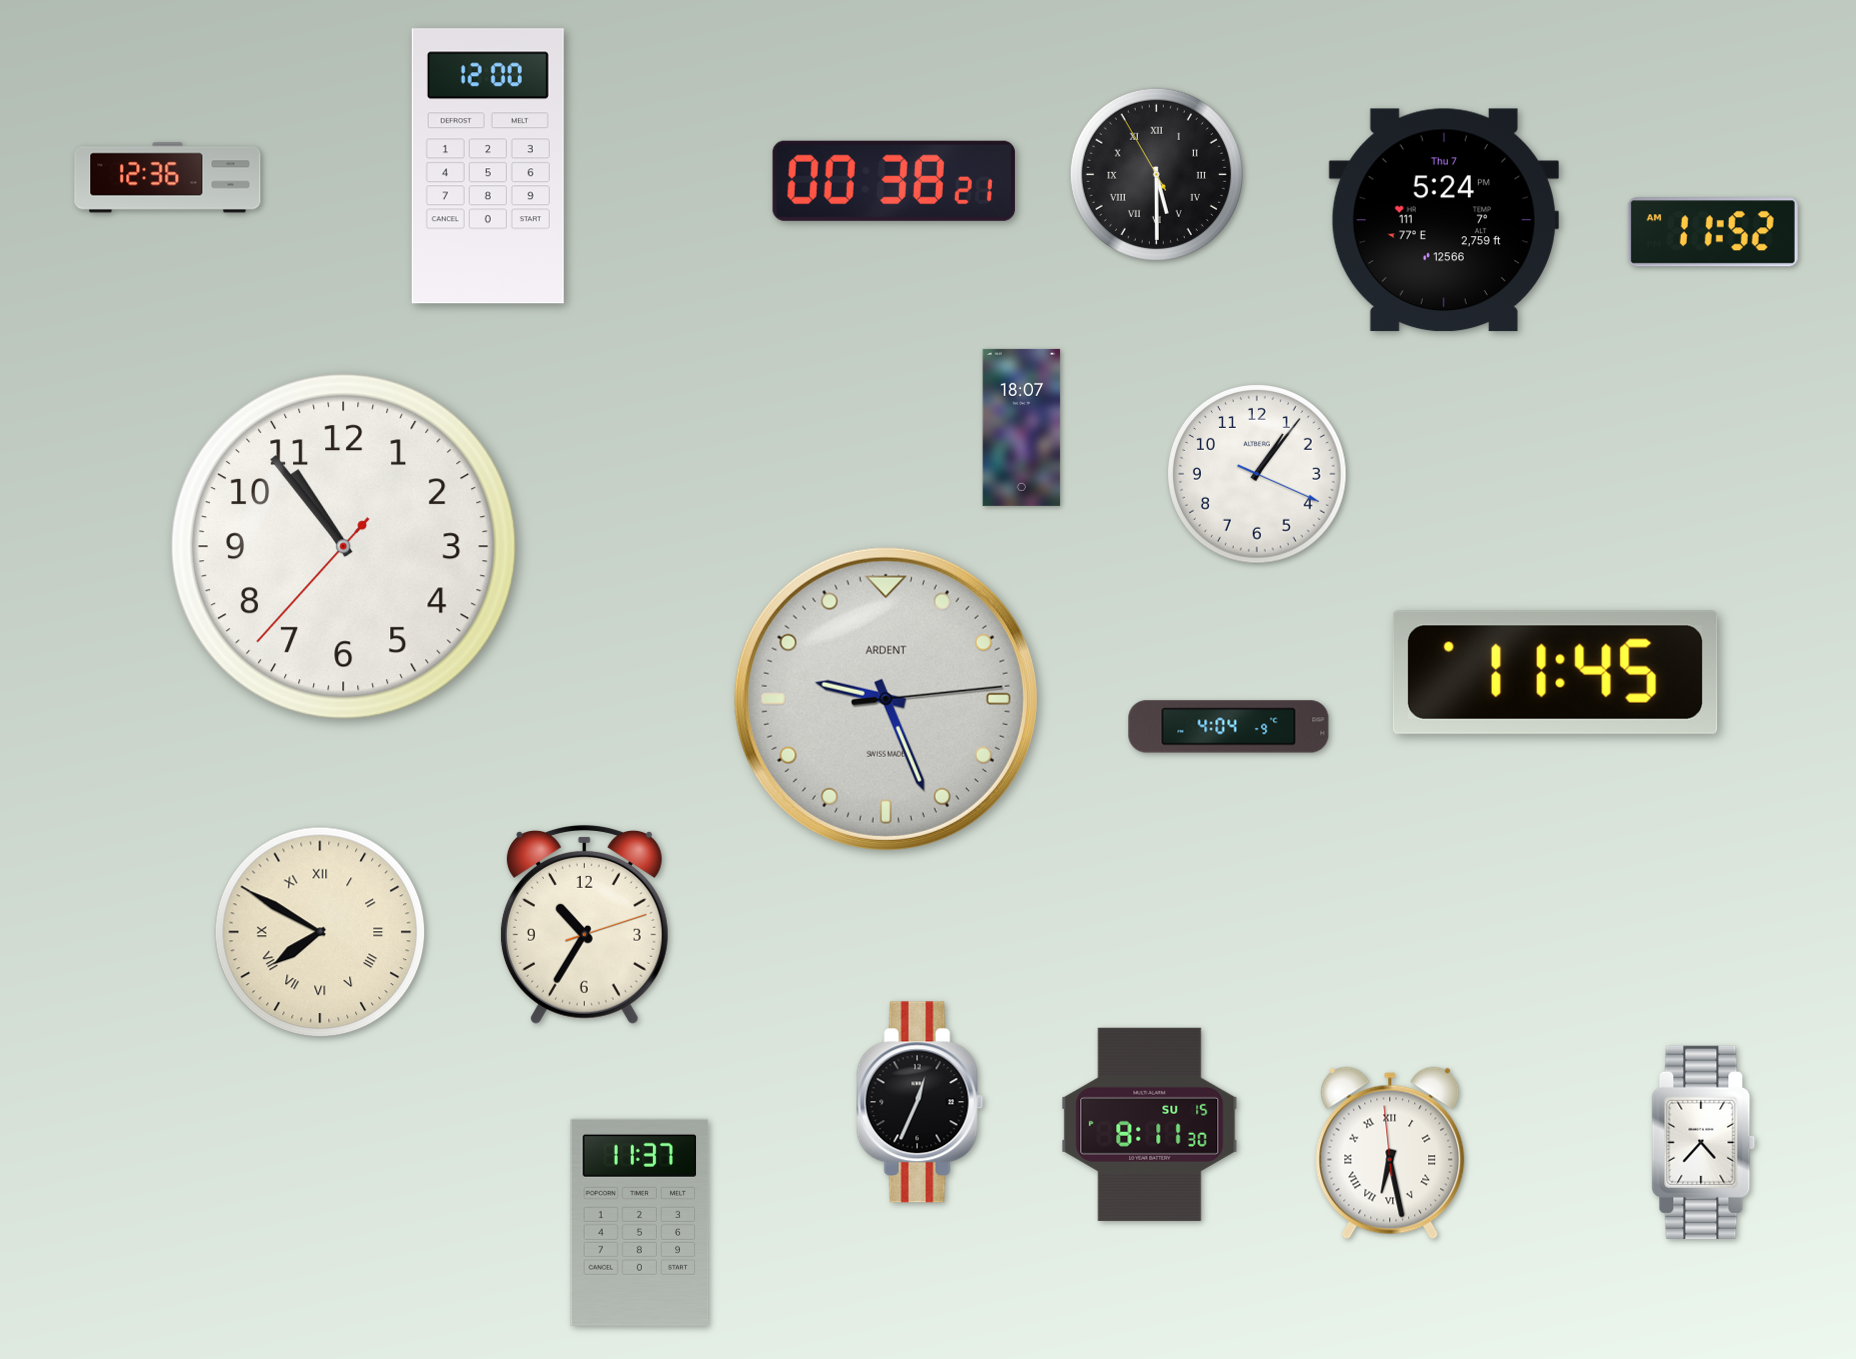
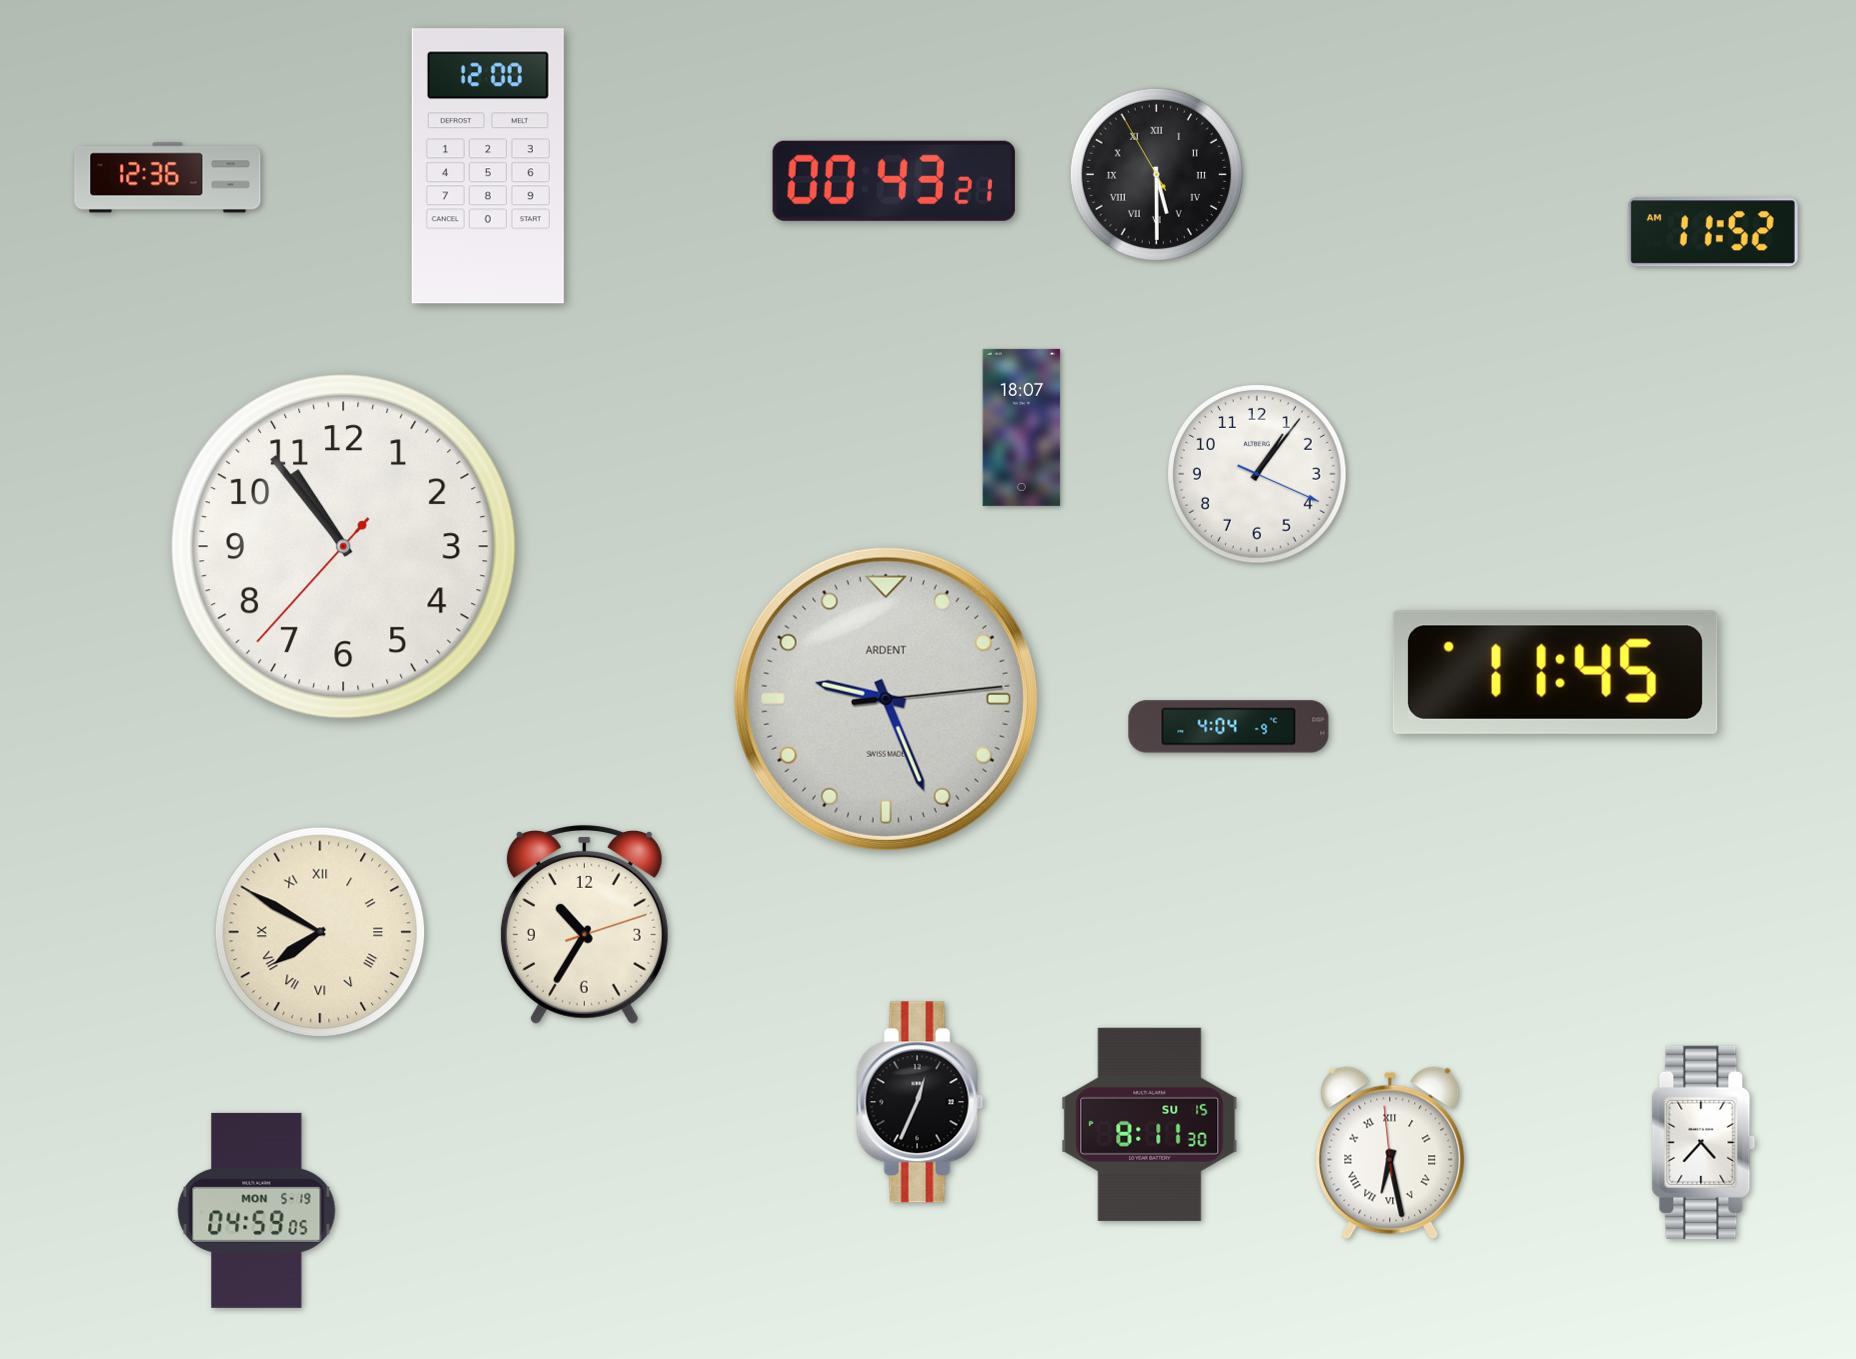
clock at (894, 181): 00:38 -> 00:43
clock at (1444, 220): 5:24 -> none
clock at (257, 1210): none -> 04:59
clock at (640, 1222): 11:37 -> none
